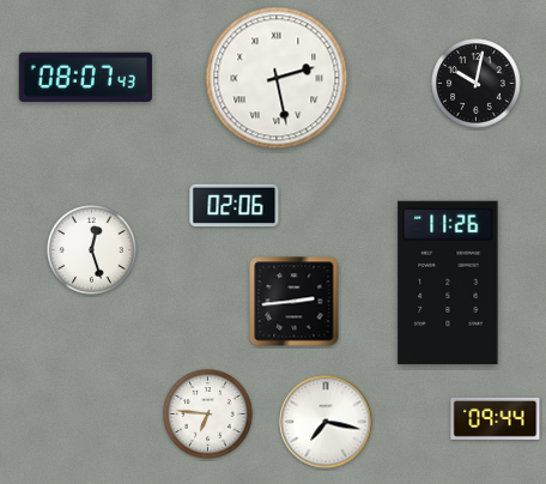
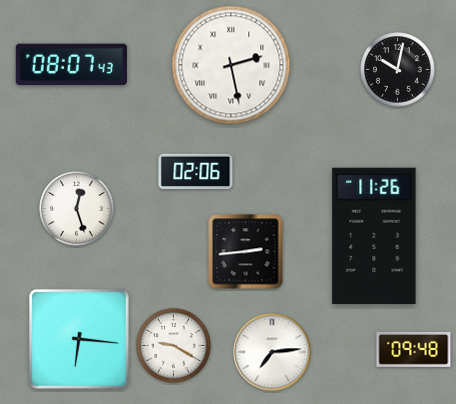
clock at (80, 340): none -> 6:16
clock at (208, 415): 6:46 -> 9:20
clock at (496, 418): 09:44 -> 09:48
clock at (326, 422): 7:17 -> 7:14
